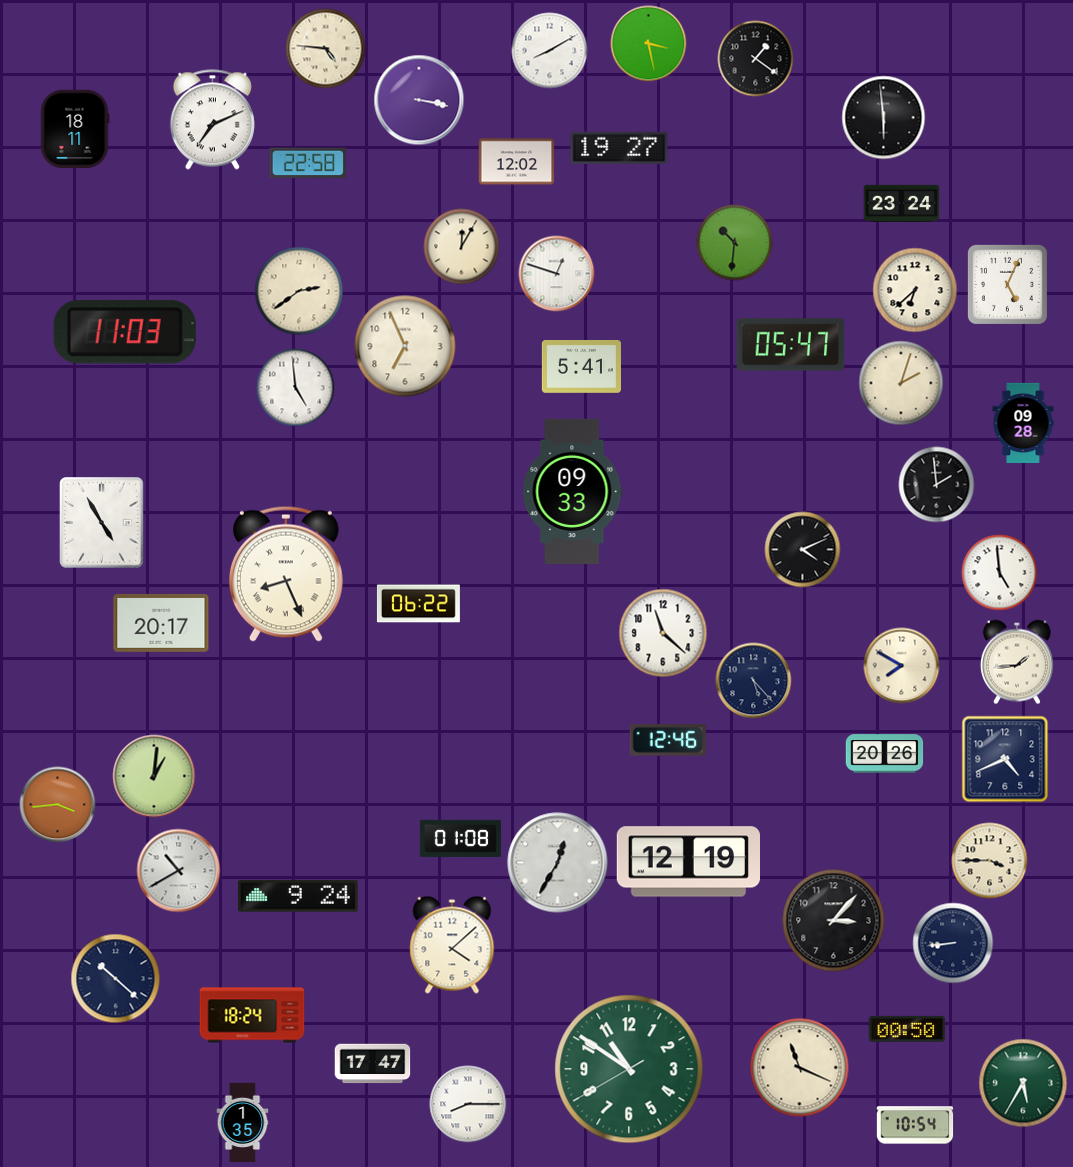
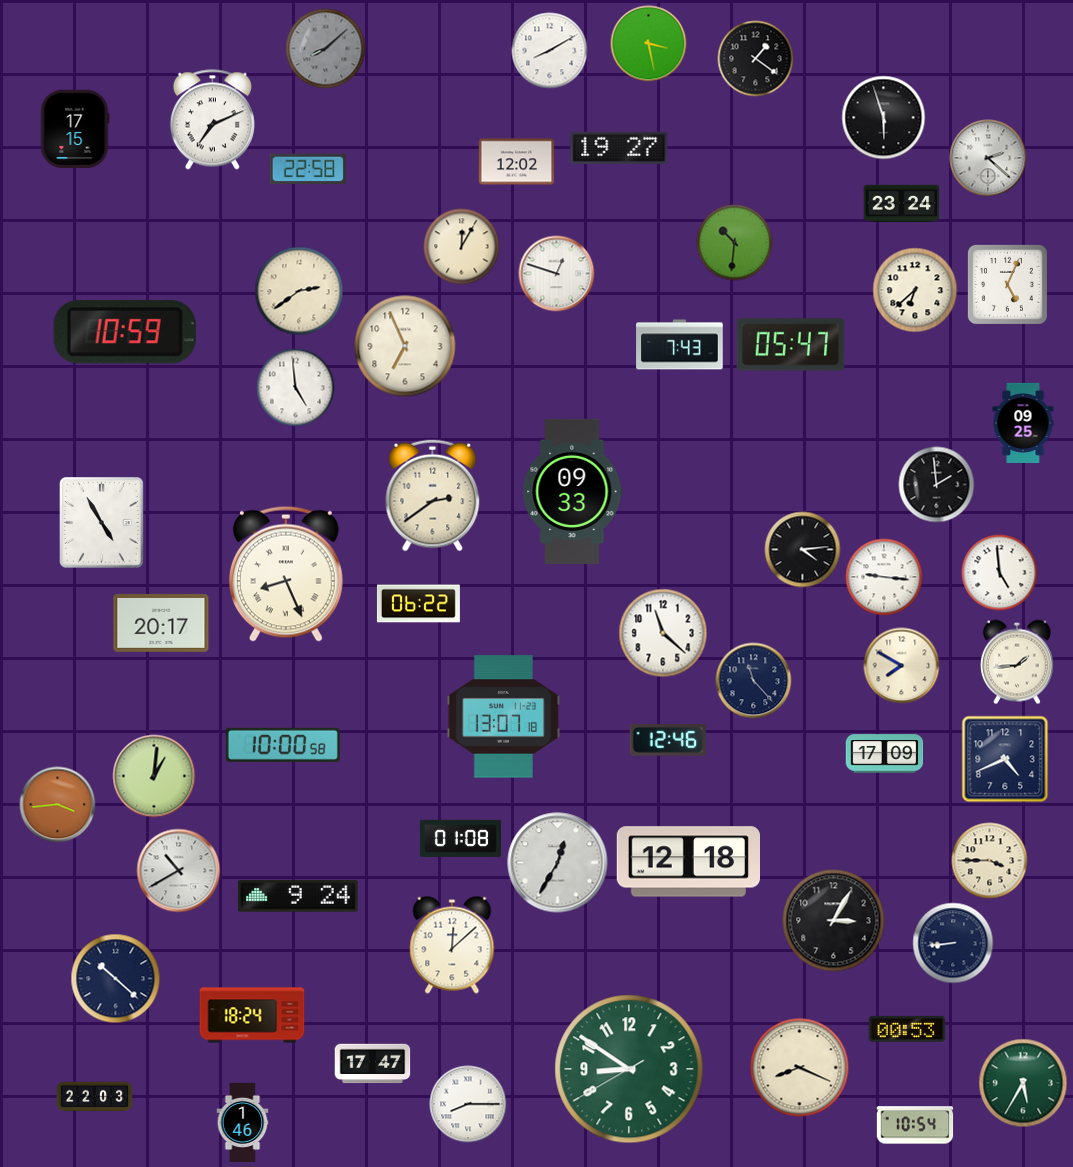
clock at (326, 49): 4:46 -> 8:08
clock at (326, 49) dial: cream -> grey
clock at (419, 100): 3:17 -> none
clock at (884, 118): 5:59 -> 5:57
clock at (75, 128): 18:11 -> 17:15
clock at (988, 158): none -> 2:22
clock at (308, 163) position: (308, 163) -> (308, 169)
clock at (125, 332): 11:03 -> 10:59
clock at (680, 345): none -> 7:43
clock at (581, 367): 5:41 -> none
clock at (901, 383): 2:03 -> none
clock at (1023, 423): 09:28 -> 09:25
clock at (433, 496): none -> 2:39
clock at (803, 550): 4:11 -> 4:14
clock at (884, 577): none -> 9:16
clock at (754, 681): 5:23 -> 11:23
clock at (504, 717): none -> 13:07
clock at (283, 745): none -> 10:00
clock at (885, 754): 20:26 -> 17:09
clock at (688, 862): 12:19 -> 12:18
clock at (834, 921): 3:07 -> 3:05
clock at (452, 945): 4:08 -> 12:08
clock at (907, 1029): 00:50 -> 00:53
clock at (800, 1068): 11:19 -> 8:19
clock at (629, 1069): 10:50 -> 8:50
clock at (95, 1097): none -> 22:03
clock at (243, 1123): 1:35 -> 1:46
